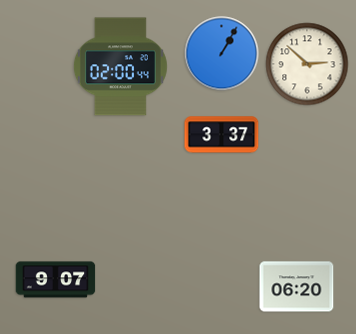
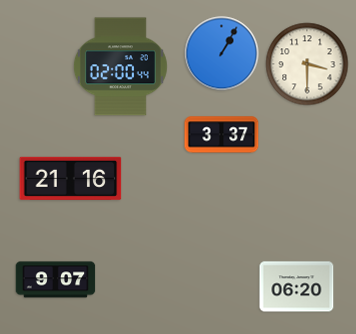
clock at (307, 64): 2:52 -> 3:30
clock at (71, 178): none -> 21:16
